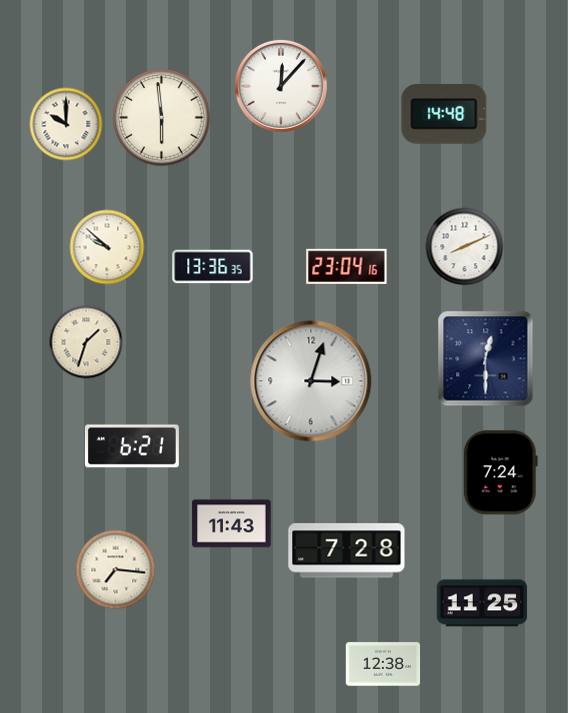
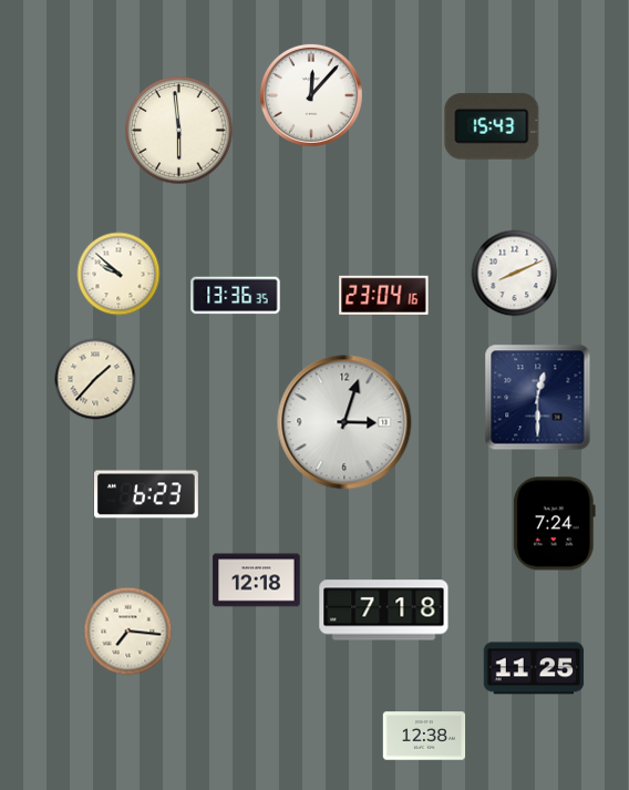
clock at (444, 114): 14:48 -> 15:43
clock at (66, 124): 10:00 -> none
clock at (86, 342): 1:33 -> 1:37
clock at (132, 446): 6:21 -> 6:23
clock at (232, 524): 11:43 -> 12:18
clock at (347, 551): 7:28 -> 7:18
